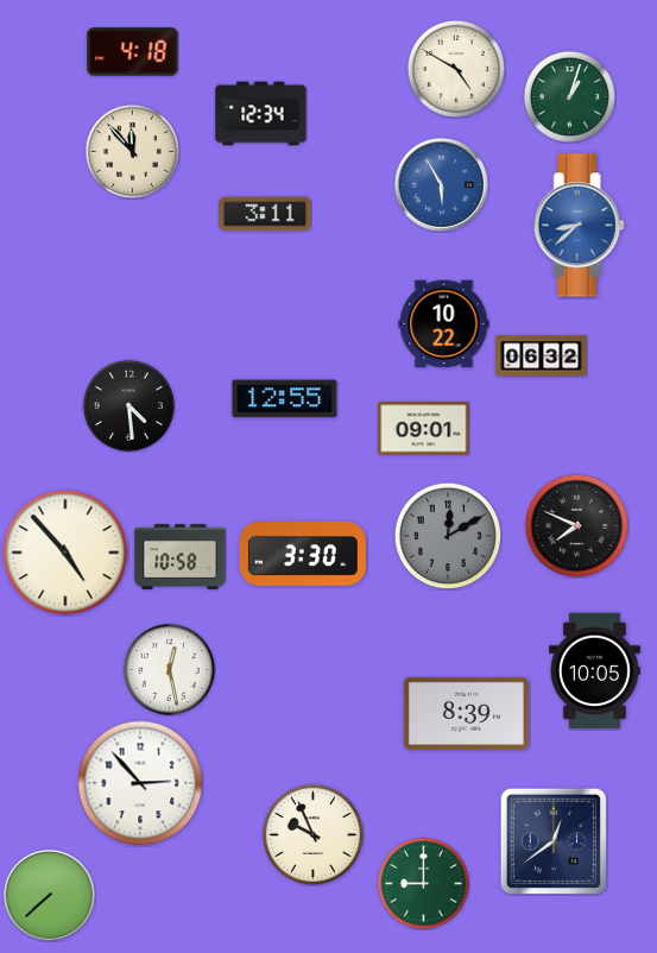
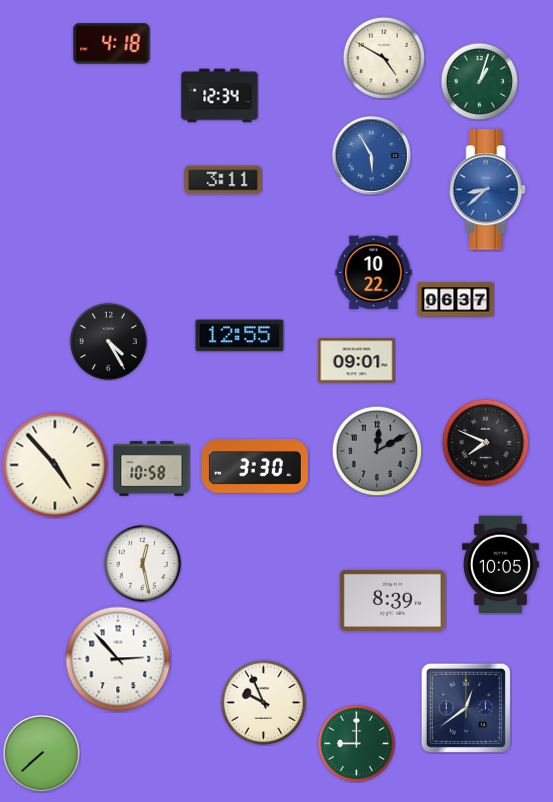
clock at (132, 151): 11:53 -> none
clock at (542, 356): 06:32 -> 06:37
clock at (128, 405): 4:29 -> 4:25
